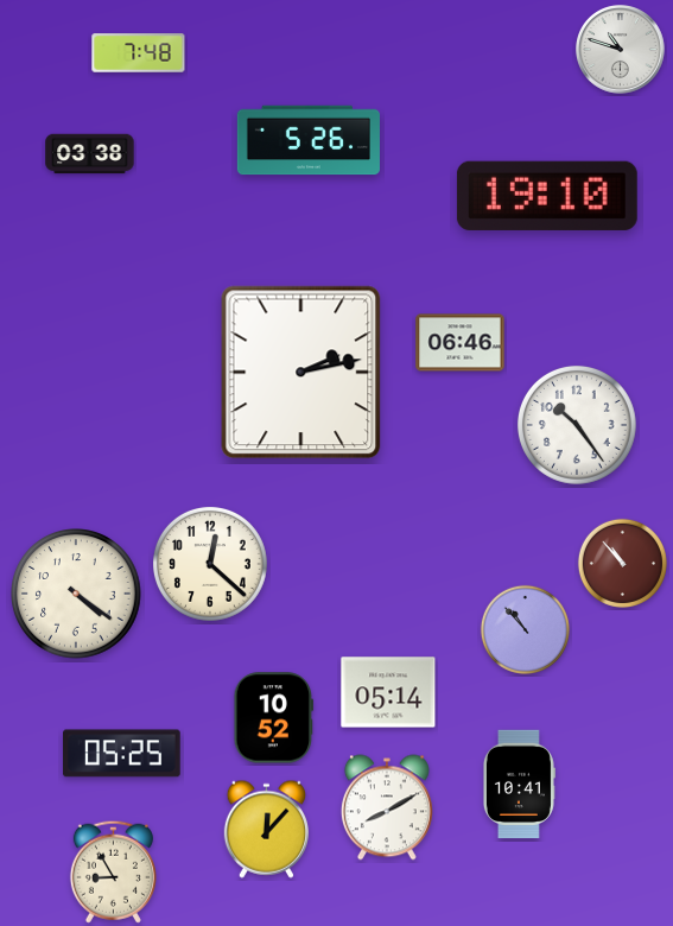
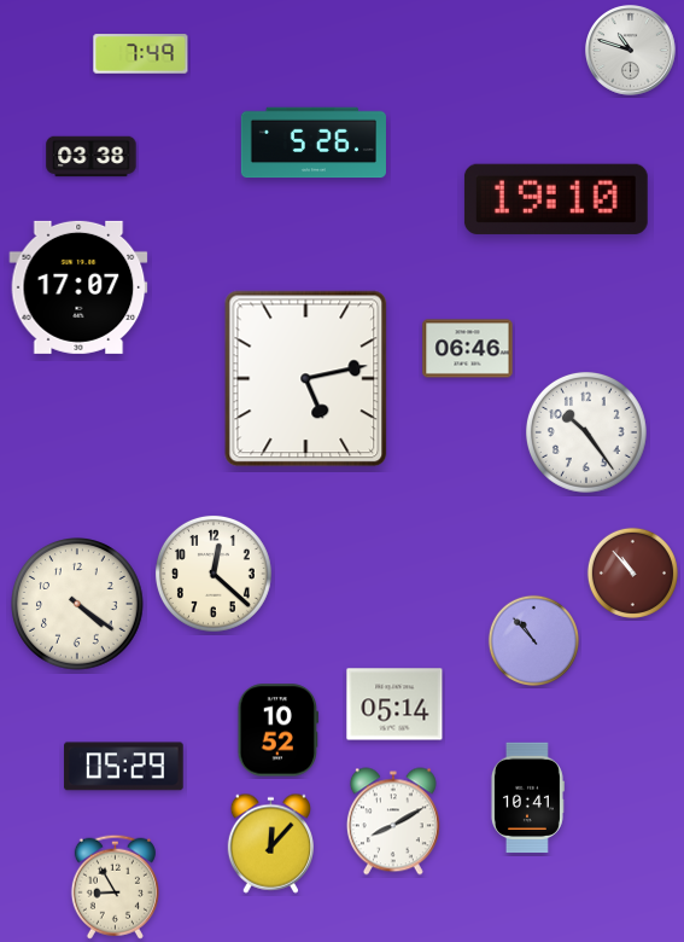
clock at (139, 53): 7:48 -> 7:49
clock at (78, 287): none -> 17:07
clock at (301, 373): 2:13 -> 5:13
clock at (122, 754): 05:25 -> 05:29
